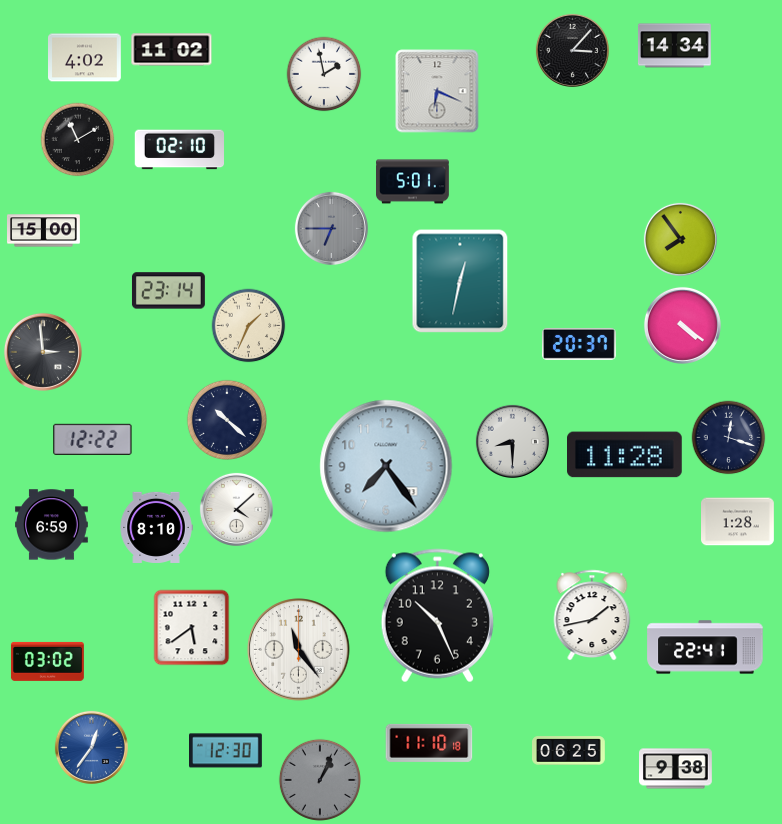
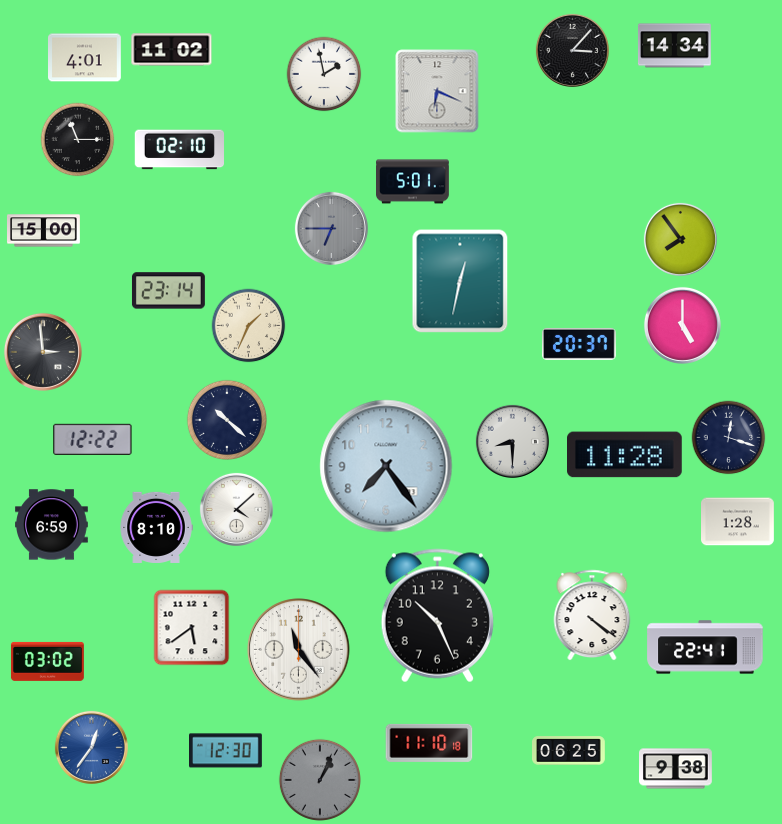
clock at (85, 58): 4:02 -> 4:01
clock at (78, 140): 11:10 -> 11:15
clock at (682, 325): 4:21 -> 5:00
clock at (592, 615): 1:43 -> 4:21
